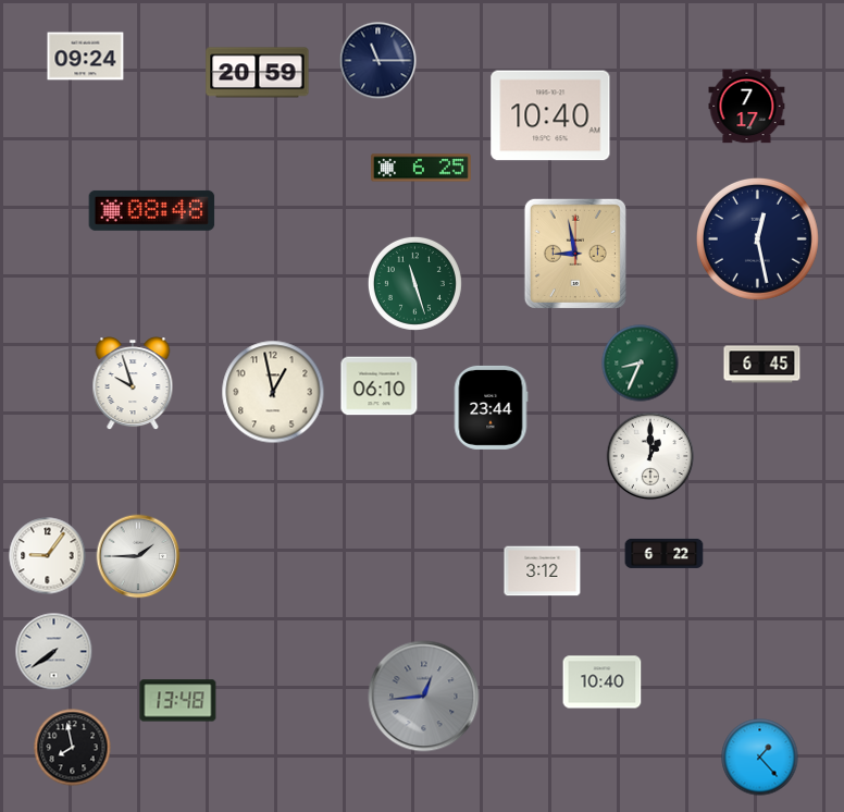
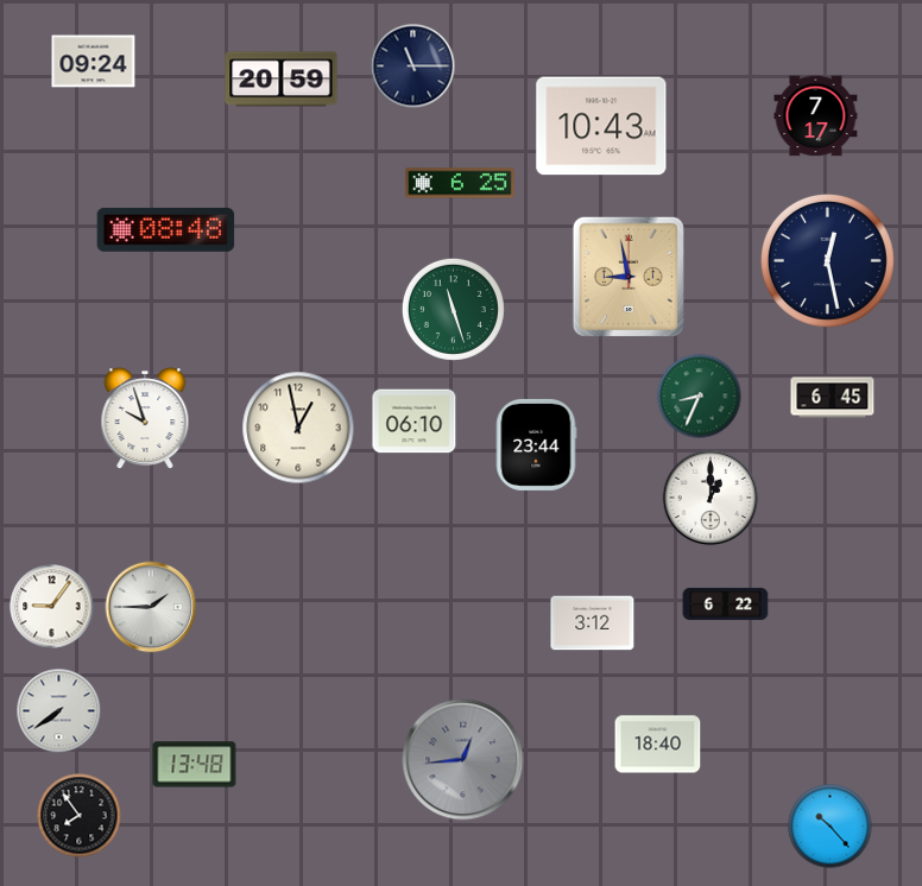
clock at (550, 115): 10:40 -> 10:43
clock at (603, 682): 10:40 -> 18:40
clock at (73, 748): 7:58 -> 7:54
clock at (760, 758): 1:23 -> 10:23
